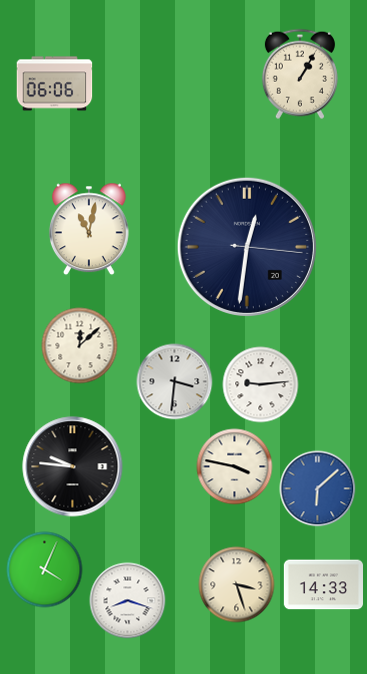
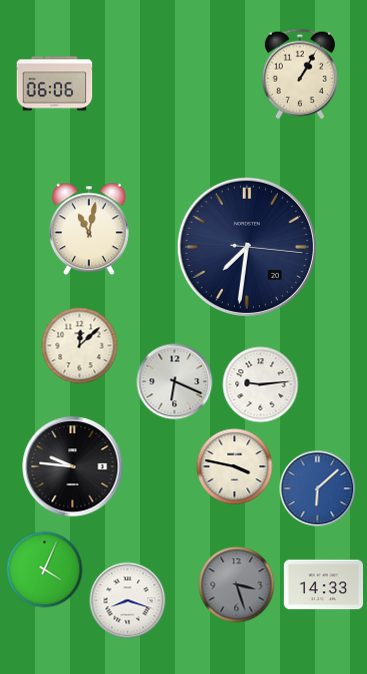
clock at (247, 247): 12:31 -> 7:31
clock at (175, 382): 3:31 -> 6:19
clock at (237, 585) dial: cream -> grey
